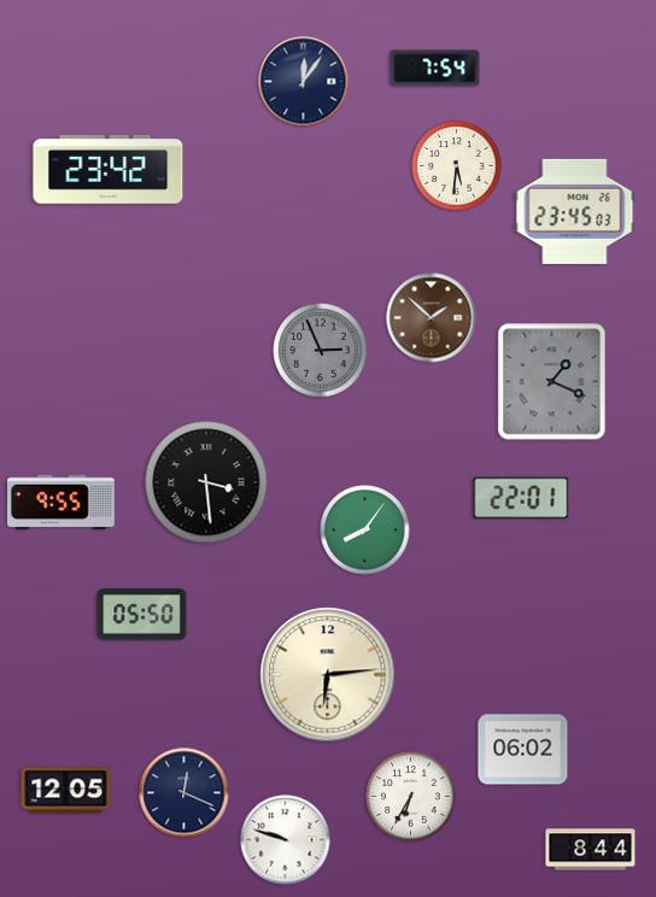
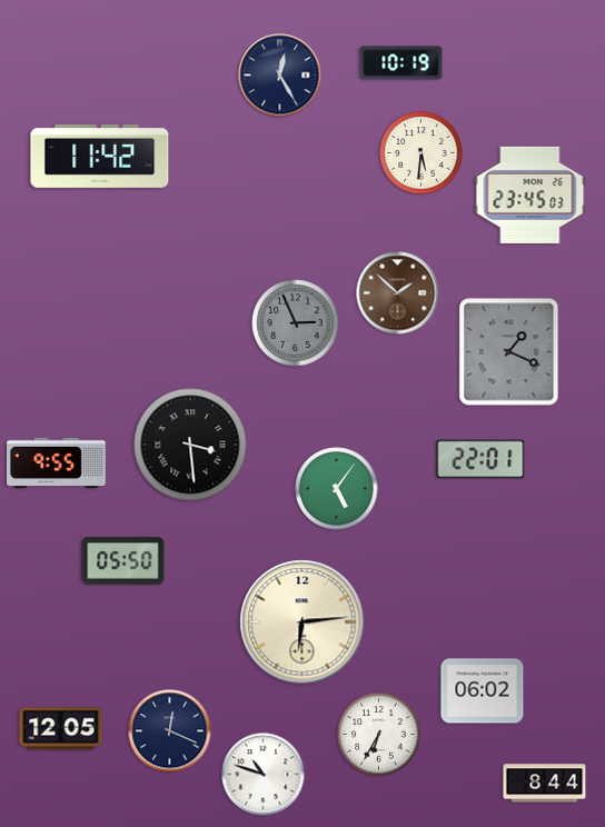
clock at (435, 69): 7:54 -> 10:19
clock at (304, 82): 12:06 -> 12:25
clock at (109, 169): 23:42 -> 11:42
clock at (365, 530): 8:06 -> 5:06
clock at (142, 615) position: (142, 615) -> (123, 561)
clock at (286, 840): 9:48 -> 10:48
